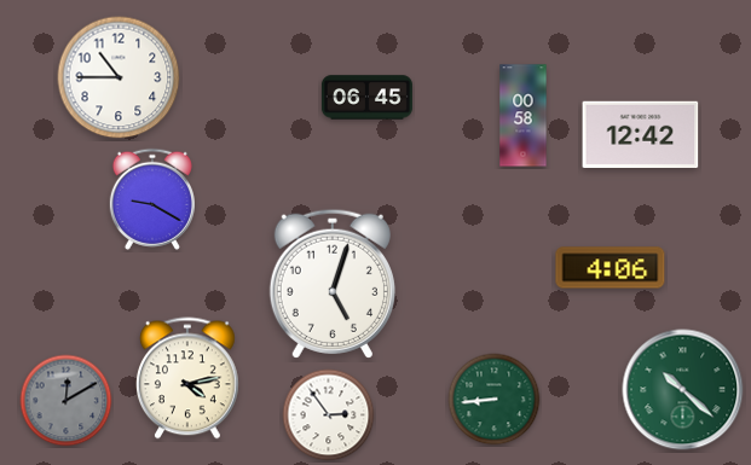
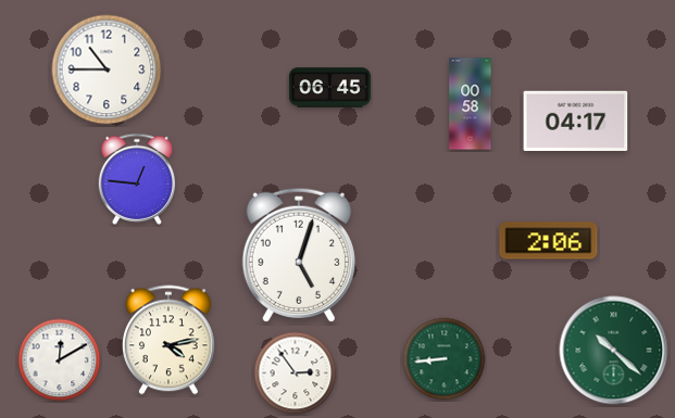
clock at (641, 134): 12:42 -> 04:17
clock at (152, 199): 9:20 -> 12:46
clock at (611, 268): 4:06 -> 2:06
clock at (67, 401) dial: grey -> white
